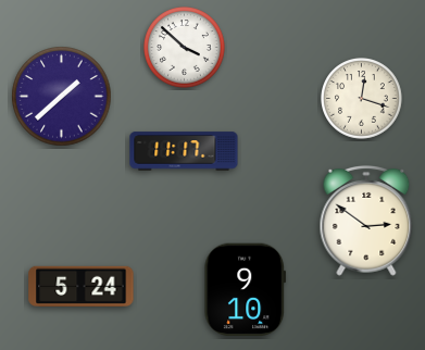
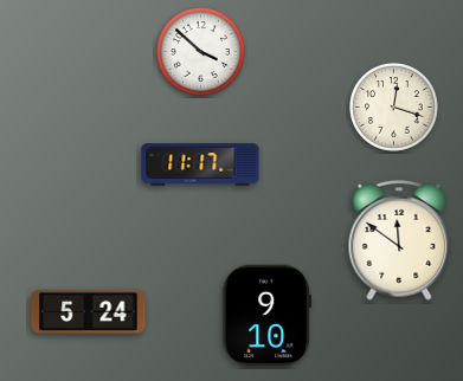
clock at (62, 97): 1:38 -> none
clock at (366, 221): 2:51 -> 11:51
